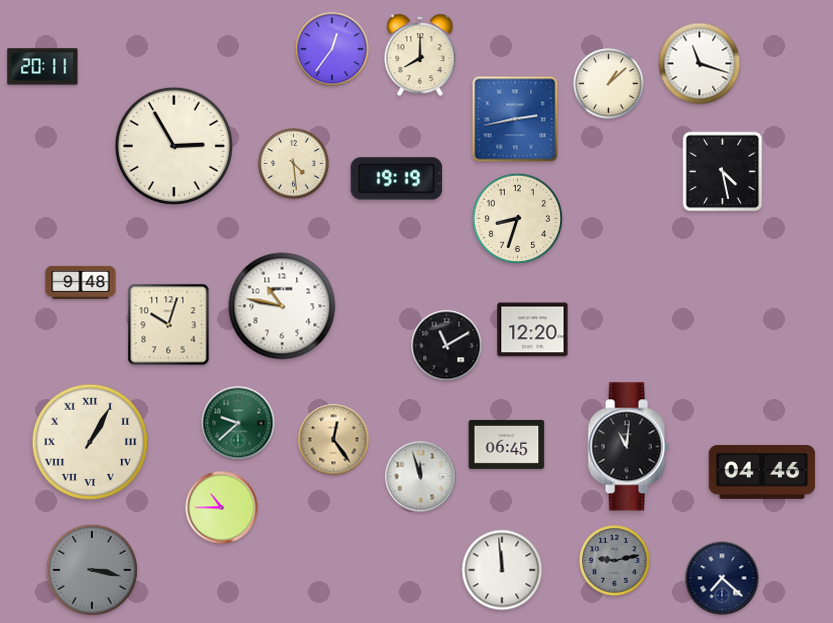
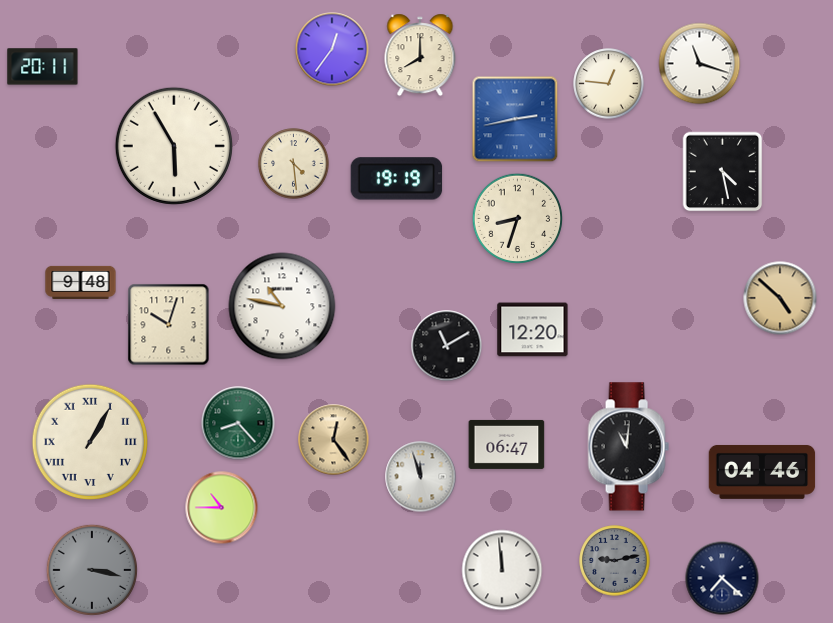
clock at (609, 84): 1:08 -> 12:46
clock at (174, 146): 2:55 -> 5:55
clock at (780, 298): none -> 4:52
clock at (238, 423): 9:38 -> 8:23
clock at (507, 444): 06:45 -> 06:47
